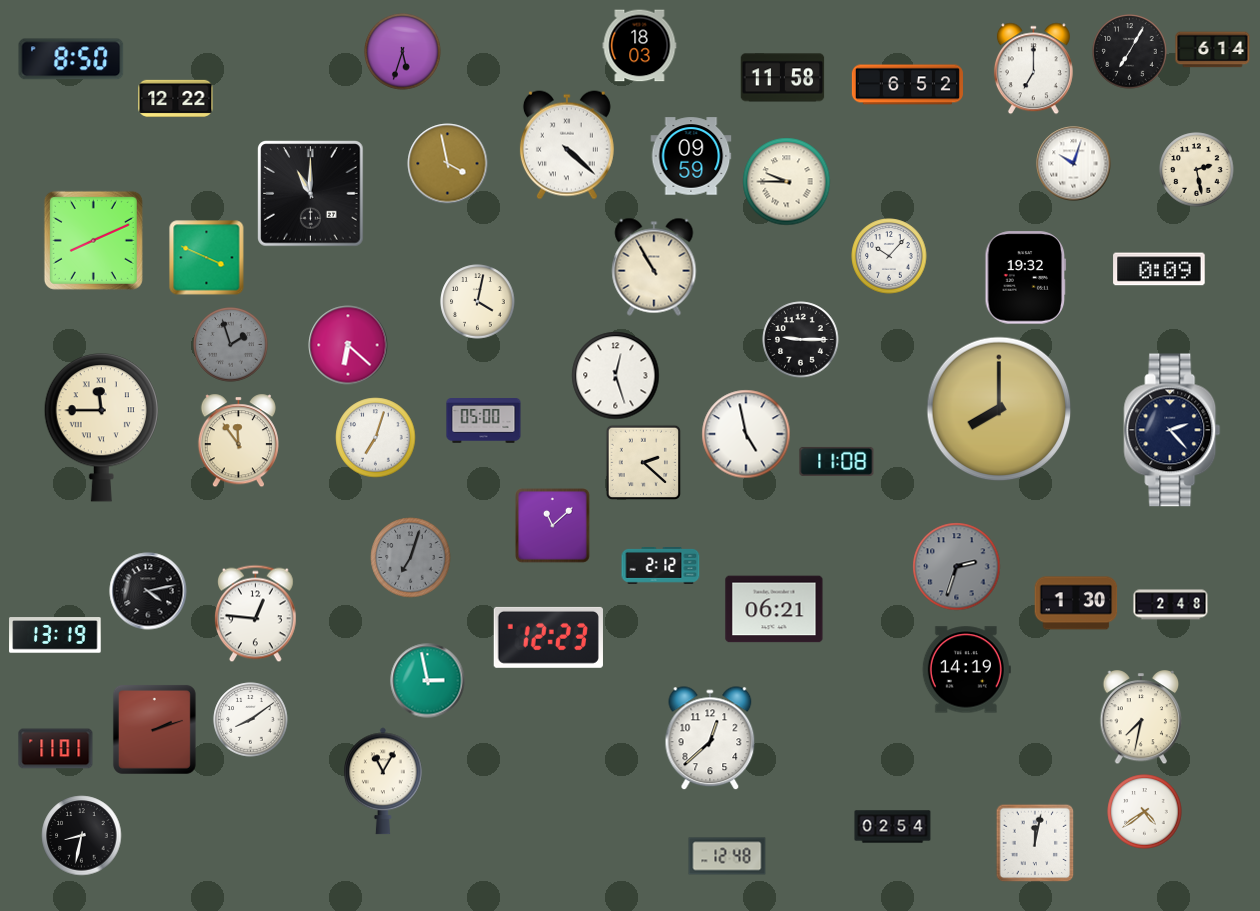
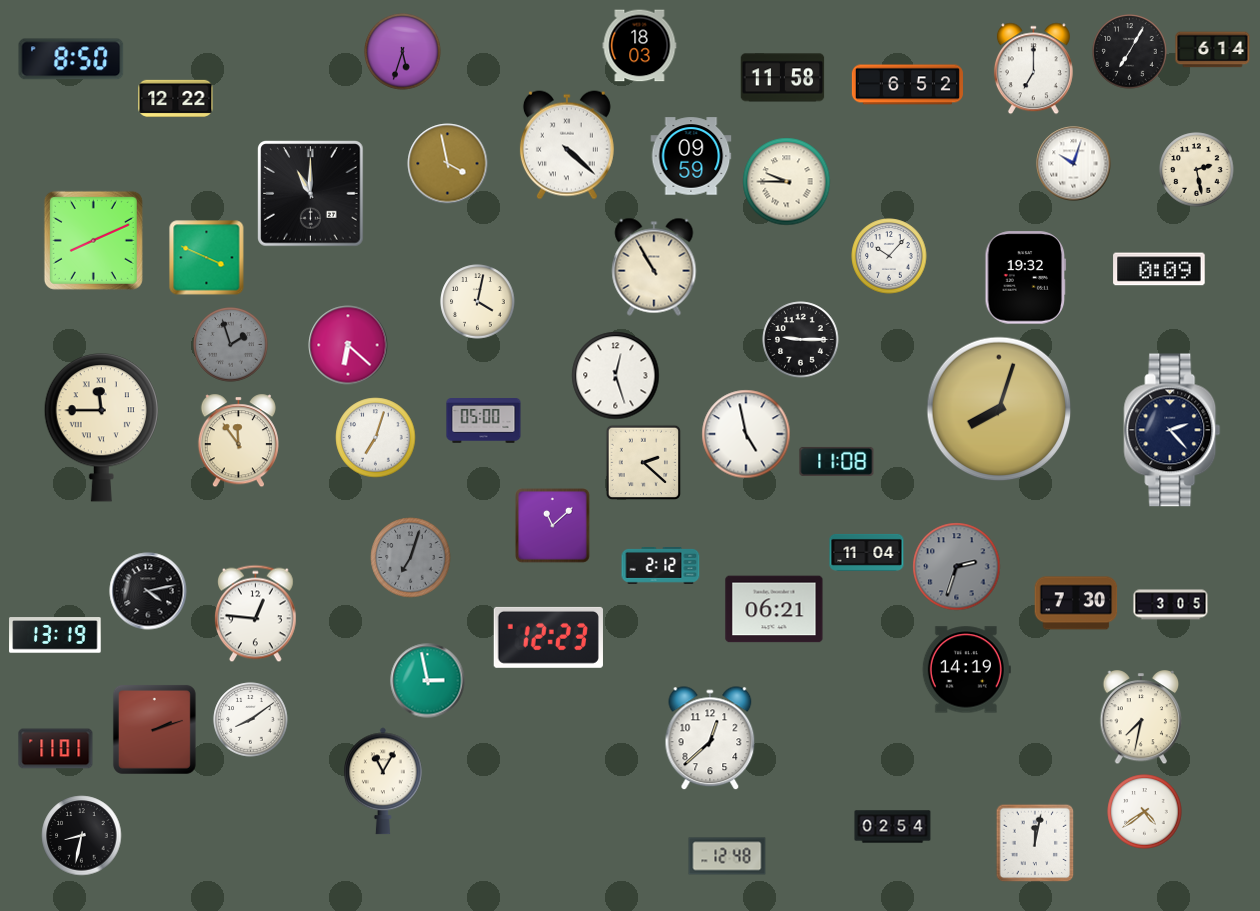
clock at (999, 409): 8:00 -> 8:03
clock at (867, 552): none -> 11:04
clock at (1076, 603): 1:30 -> 7:30
clock at (1171, 605): 2:48 -> 3:05
